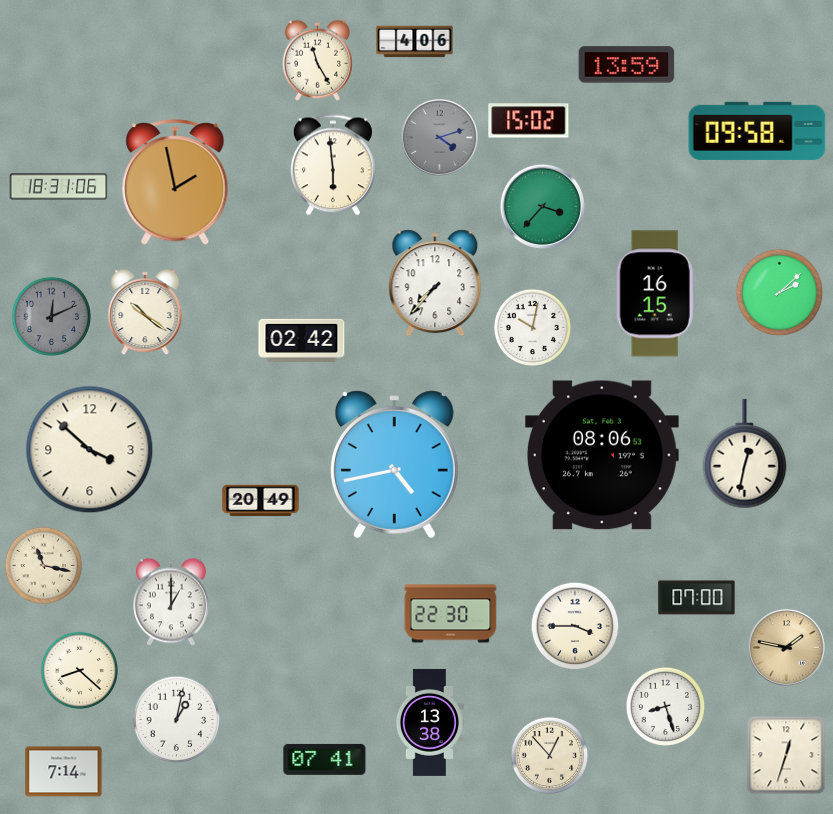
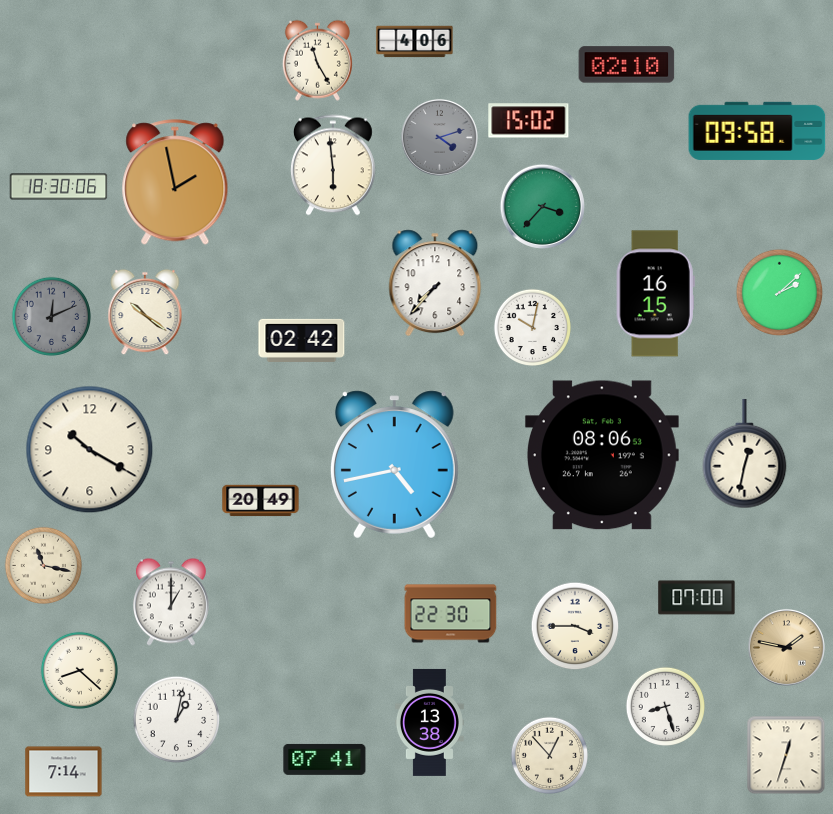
clock at (627, 65): 13:59 -> 02:10
clock at (59, 187): 18:31 -> 18:30
clock at (90, 450): 3:52 -> 10:20
